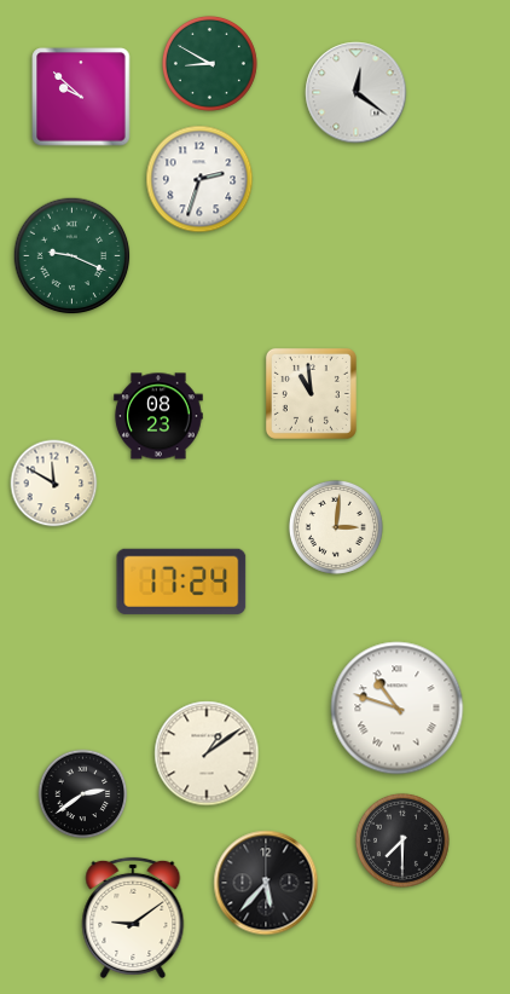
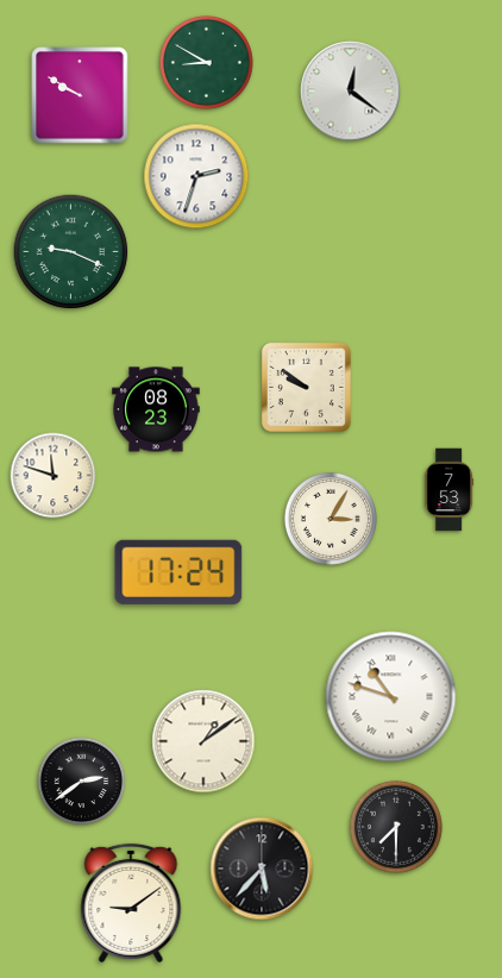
clock at (81, 97): 9:52 -> 9:50
clock at (311, 393): 10:59 -> 9:51
clock at (54, 484): 11:50 -> 11:48
clock at (450, 490): none -> 7:53
clock at (336, 527): 3:01 -> 3:05
